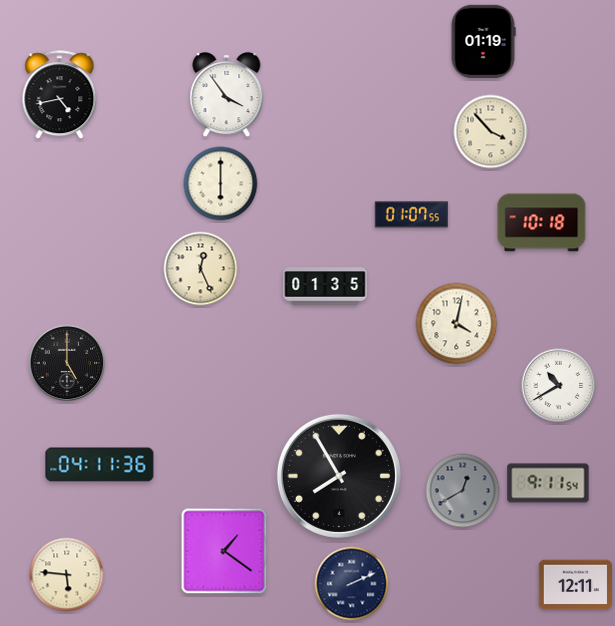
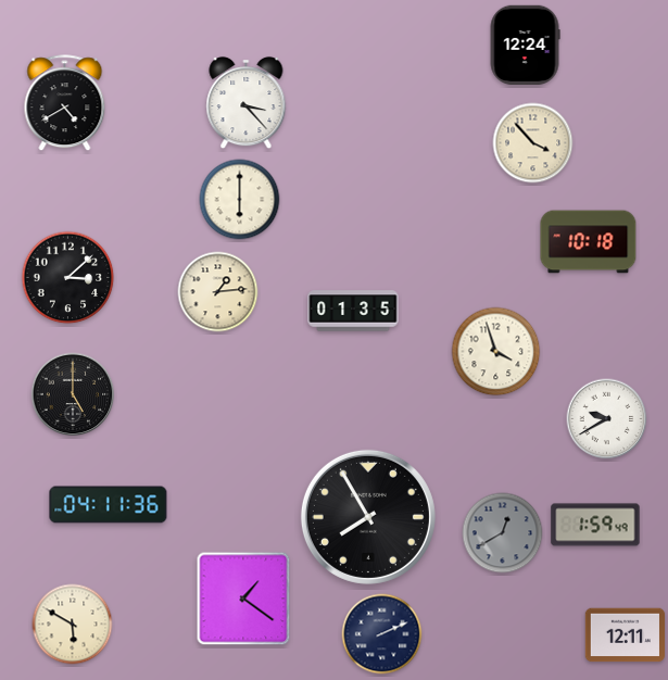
clock at (483, 42): 01:19 -> 12:24
clock at (60, 95): 4:43 -> 4:40
clock at (227, 95): 3:54 -> 3:23
clock at (412, 215): 01:07 -> none
clock at (68, 278): none -> 3:08
clock at (201, 269): 12:26 -> 1:14
clock at (457, 324): 4:02 -> 3:57
clock at (559, 386): 10:40 -> 9:40
clock at (548, 483): 9:11 -> 1:59
clock at (67, 575): 5:46 -> 5:50
